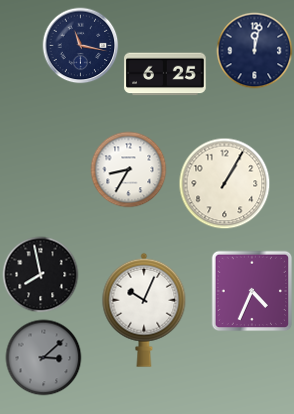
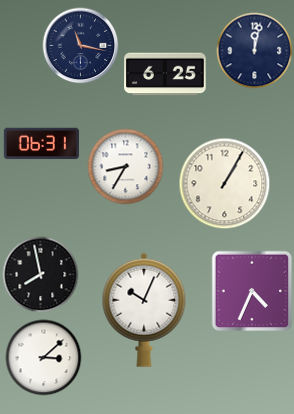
clock at (41, 144): none -> 06:31
clock at (129, 170) position: (129, 170) -> (126, 167)
clock at (44, 358) dial: grey -> white
